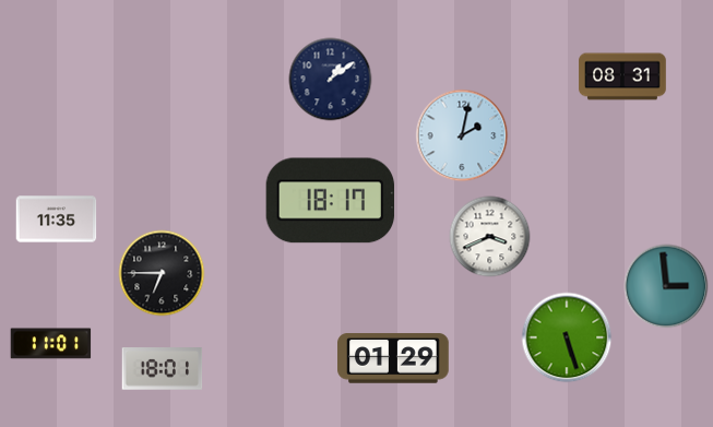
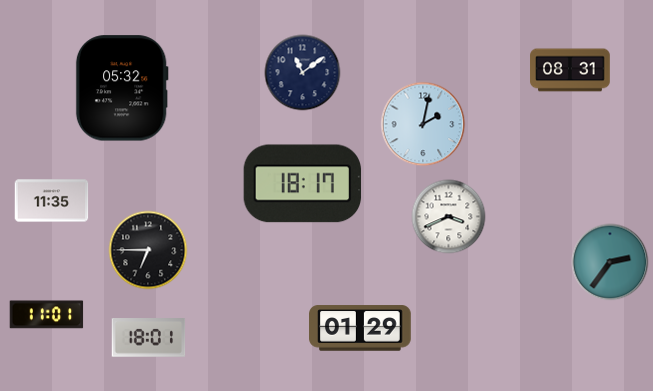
clock at (331, 80): 1:09 -> 11:09
clock at (122, 88): none -> 05:32
clock at (666, 286): 2:59 -> 2:36
clock at (567, 337): 5:27 -> none
